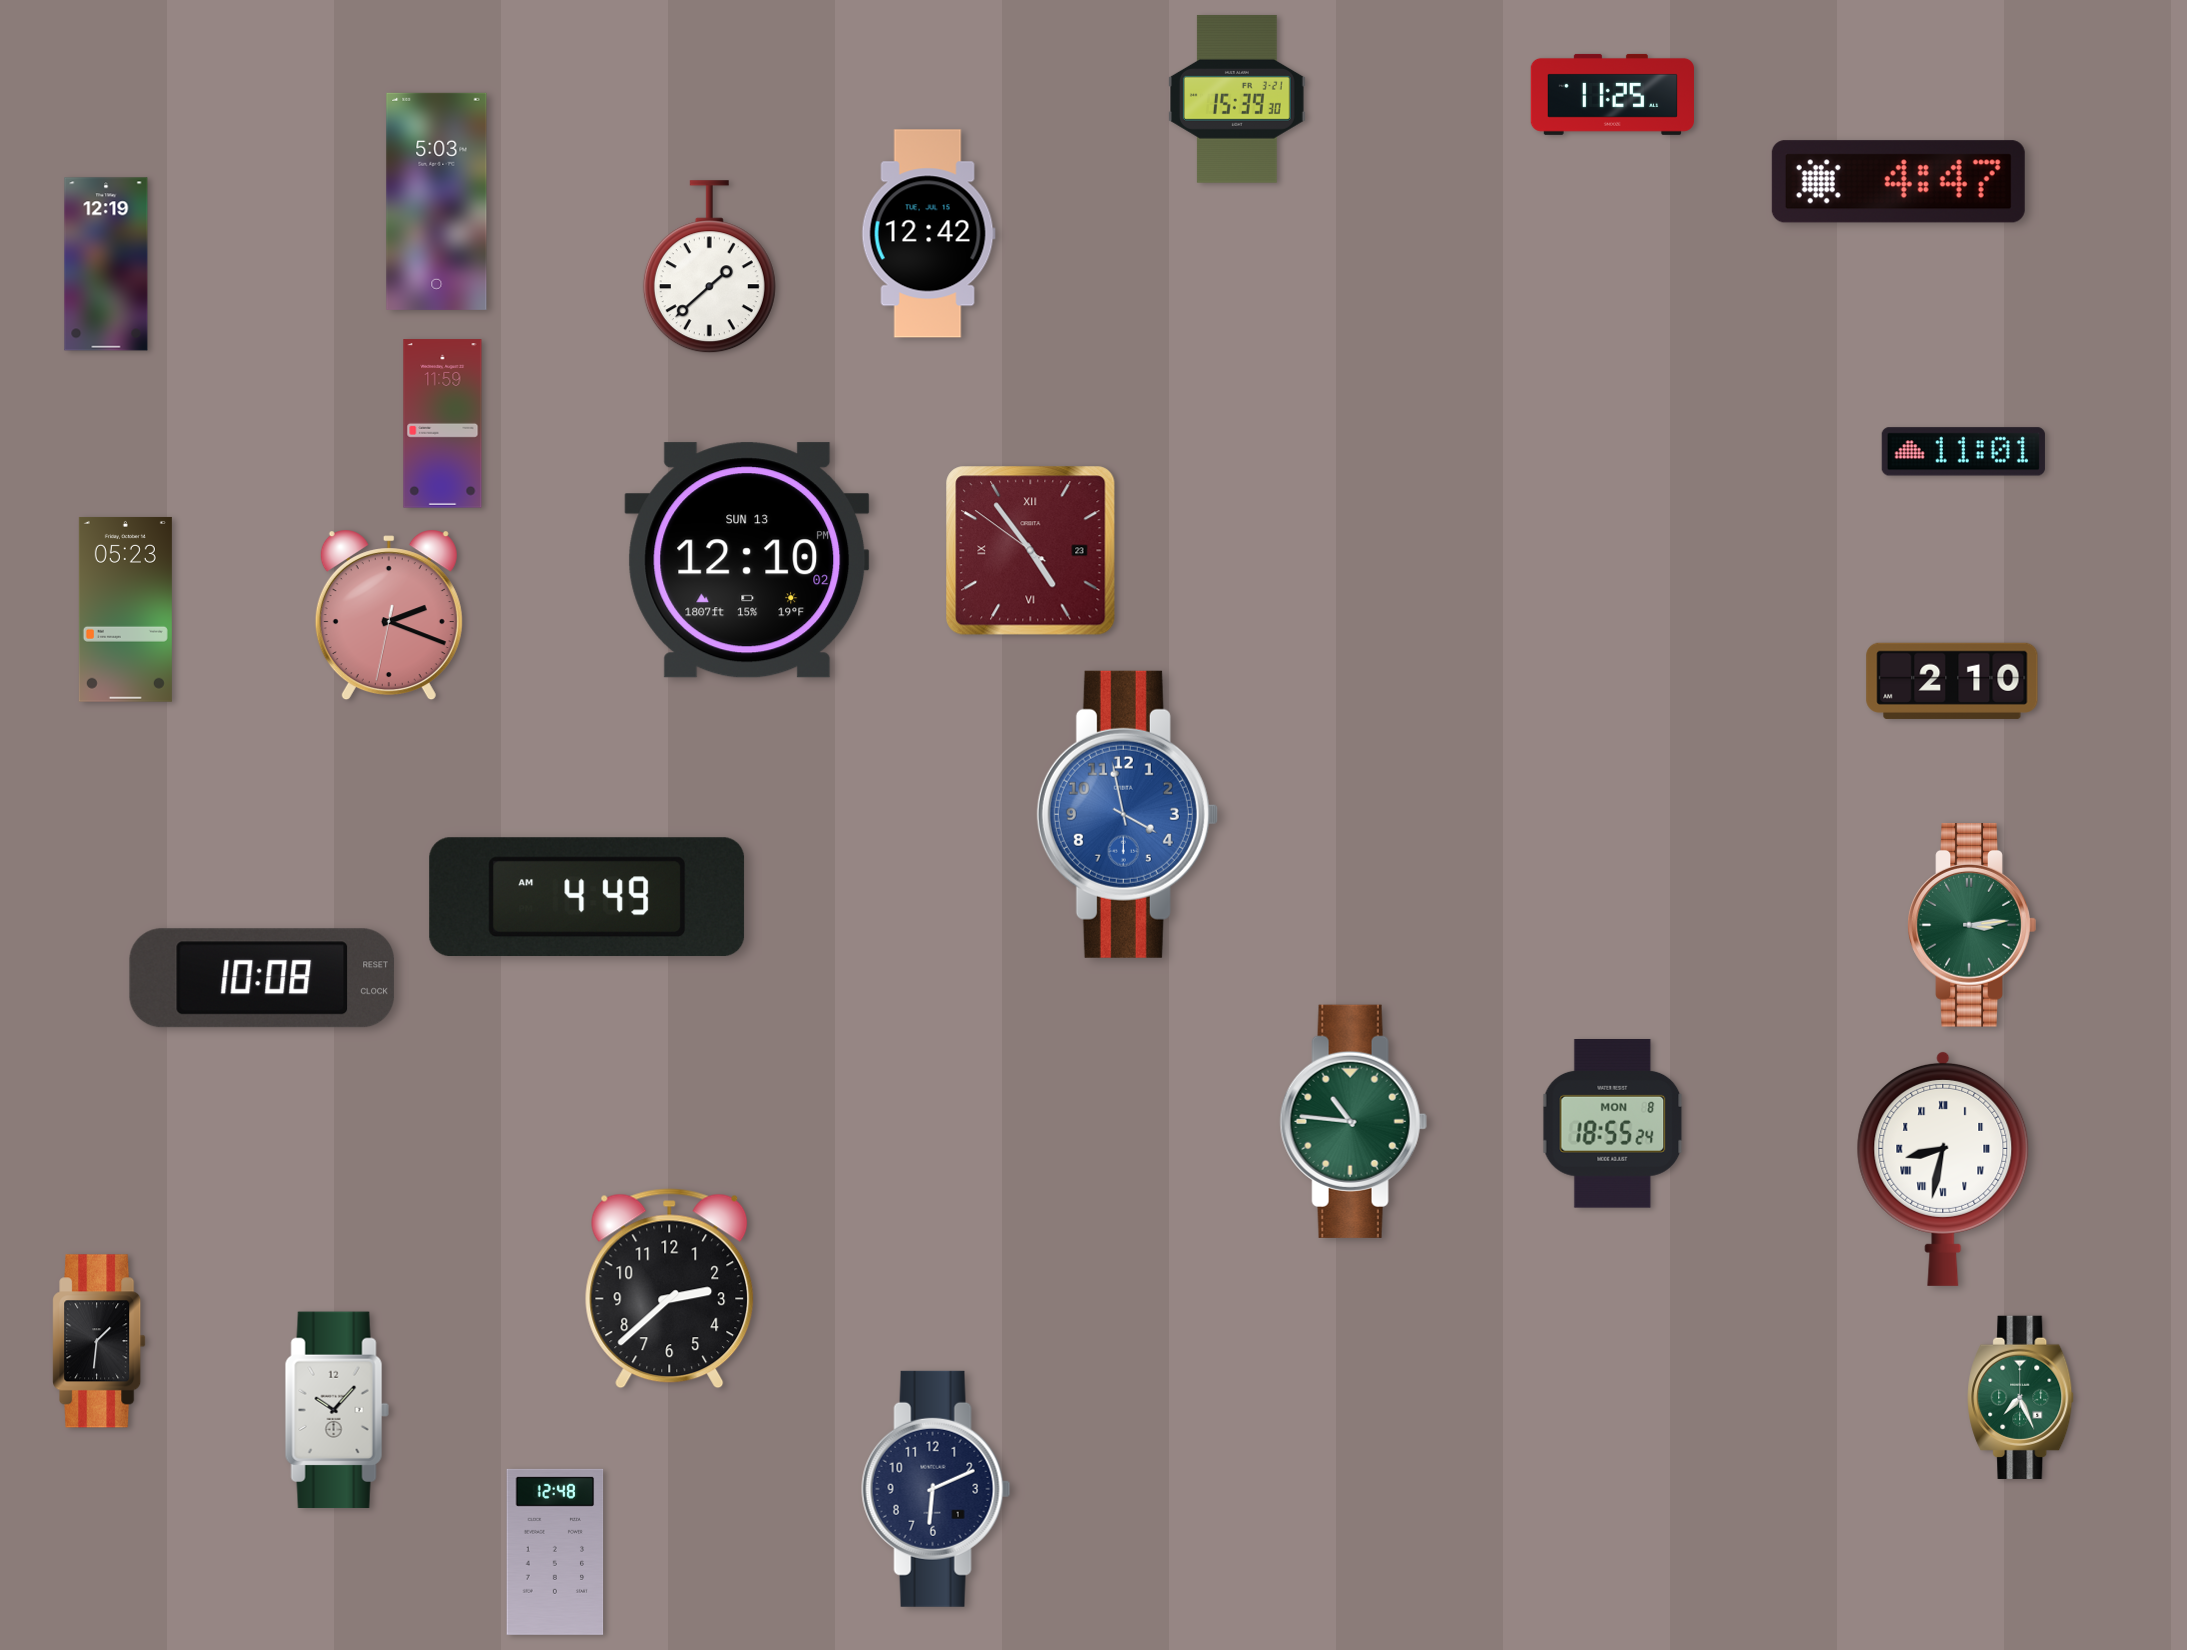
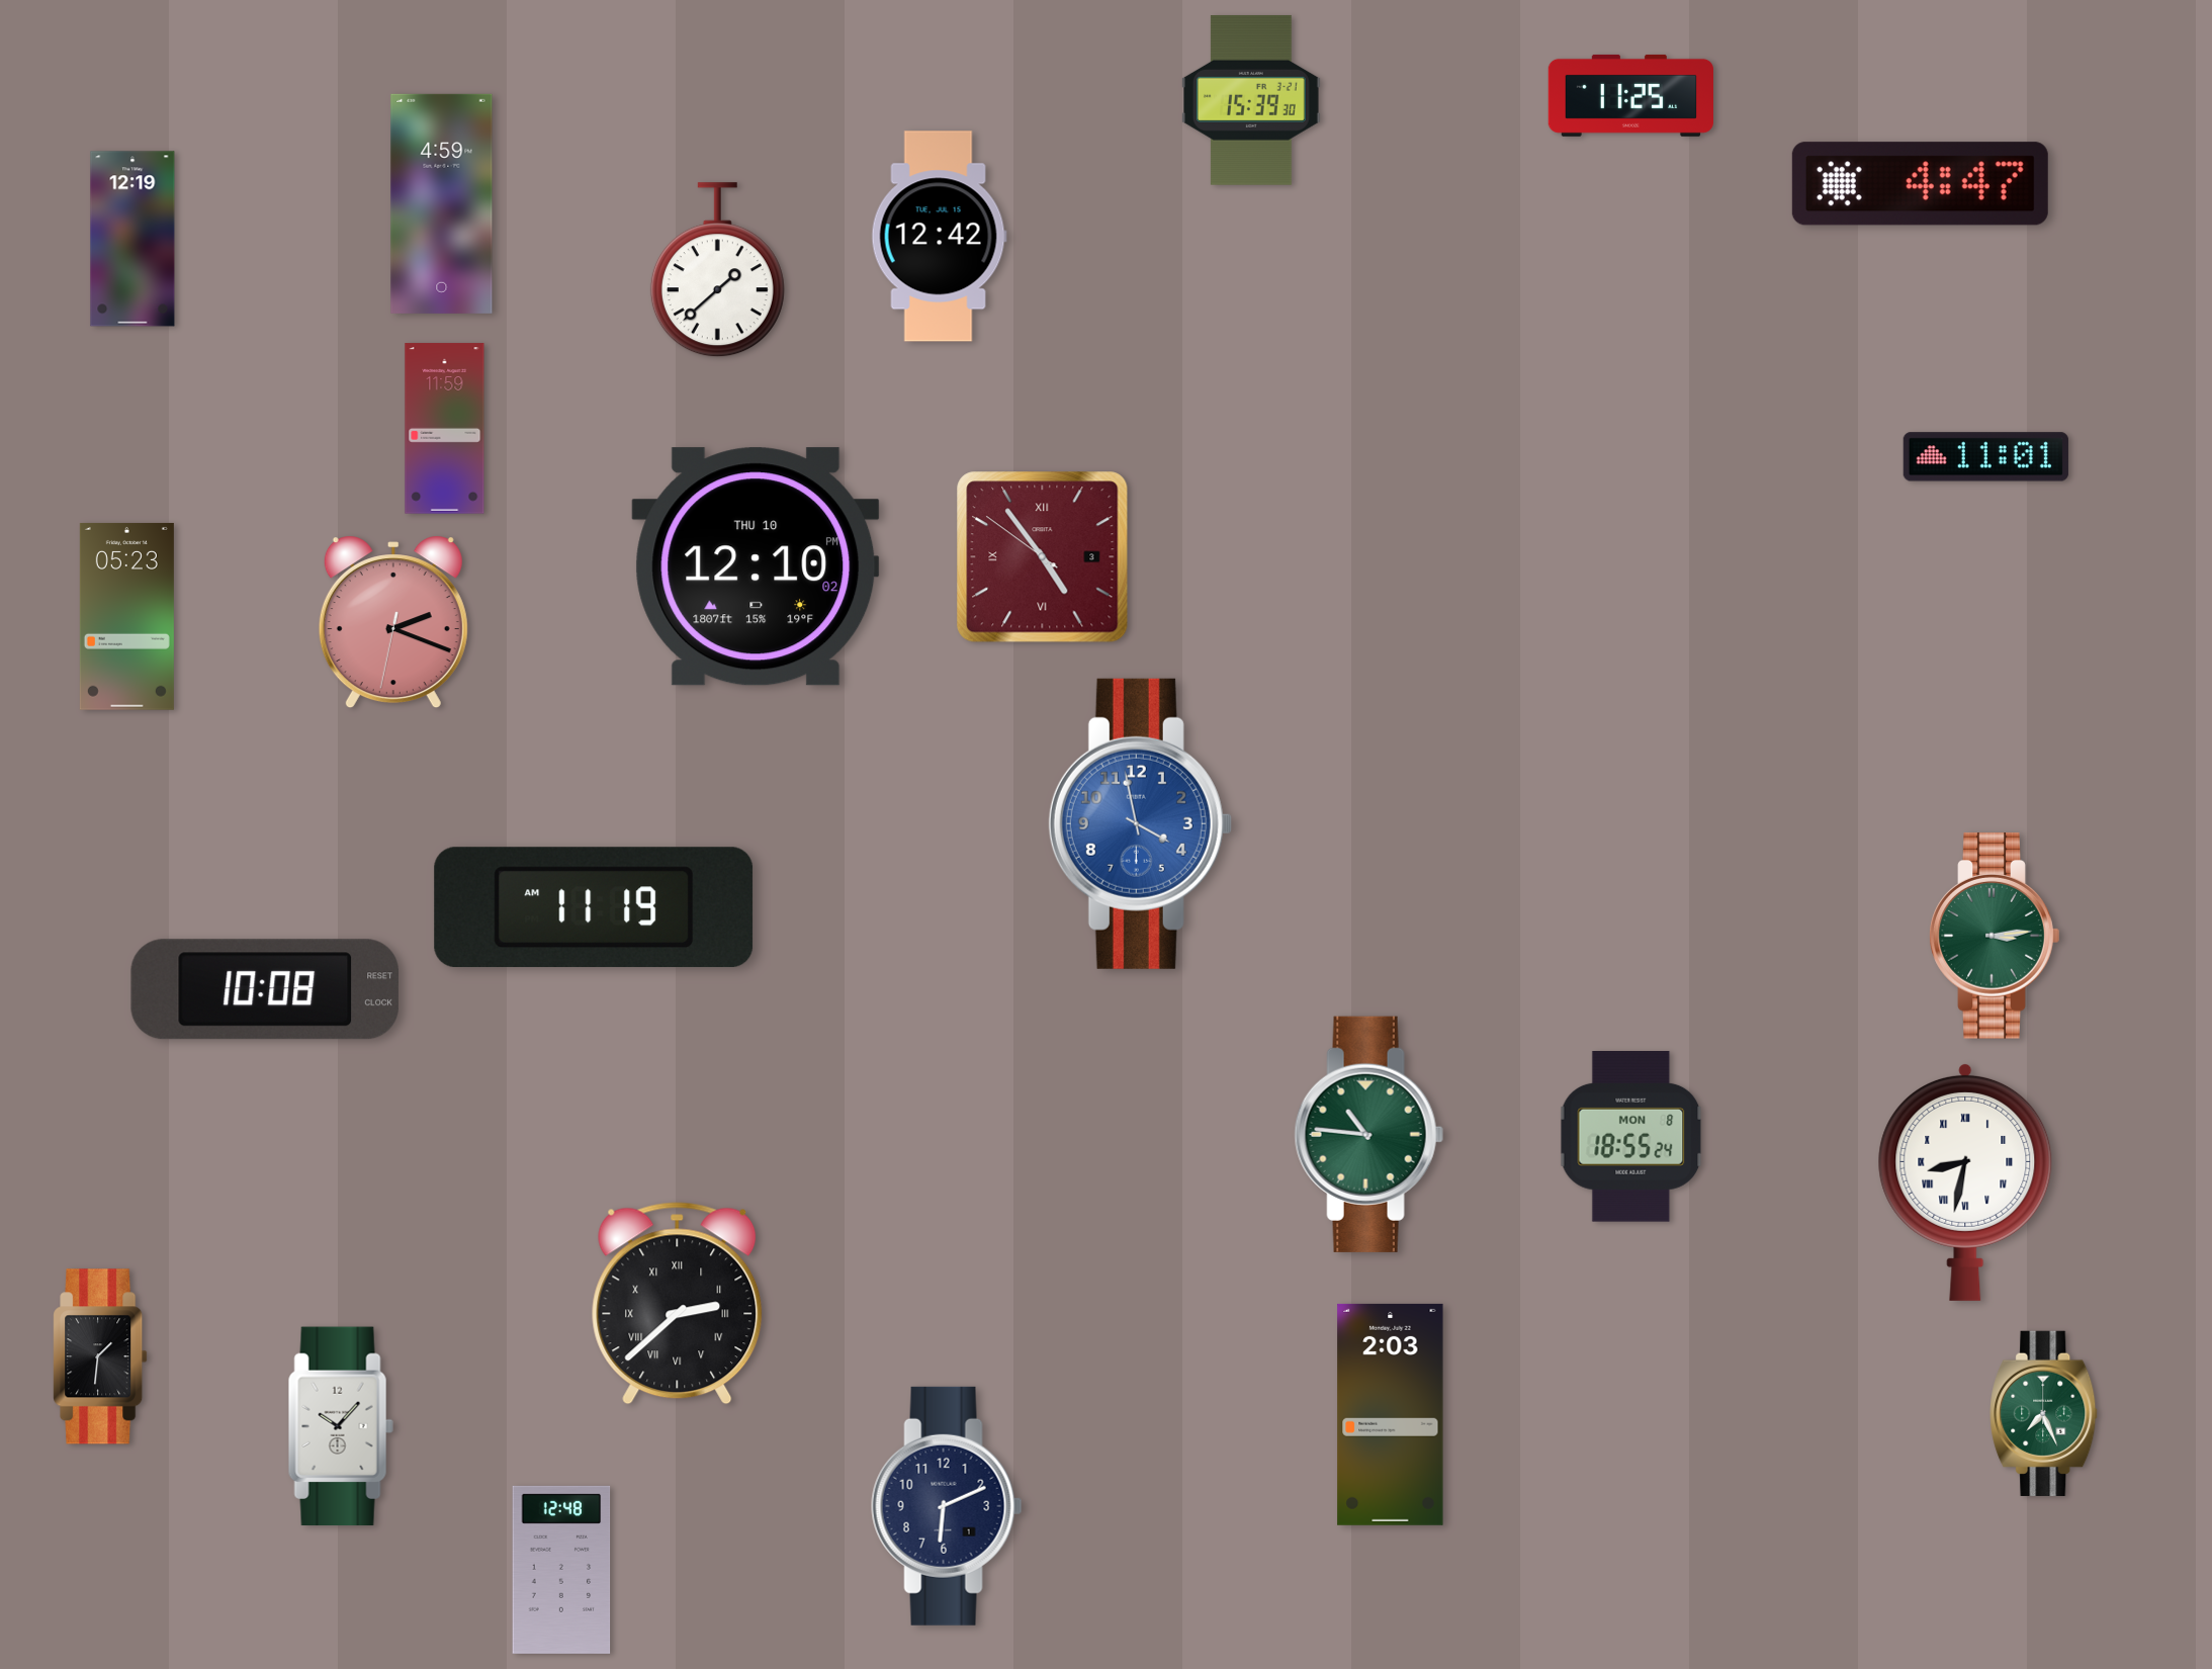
clock at (437, 201): 5:03 -> 4:59
clock at (106, 264) position: (106, 264) -> (132, 239)
clock at (443, 424) position: (443, 424) -> (445, 429)
clock at (1031, 551) date: 23 -> 3
clock at (747, 560) date: SUN 13 -> THU 10
clock at (1952, 681): 2:10 -> none
clock at (587, 897): 4:49 -> 11:19
clock at (670, 1289) numerals: Arabic -> Roman
clock at (1391, 1414): none -> 2:03
